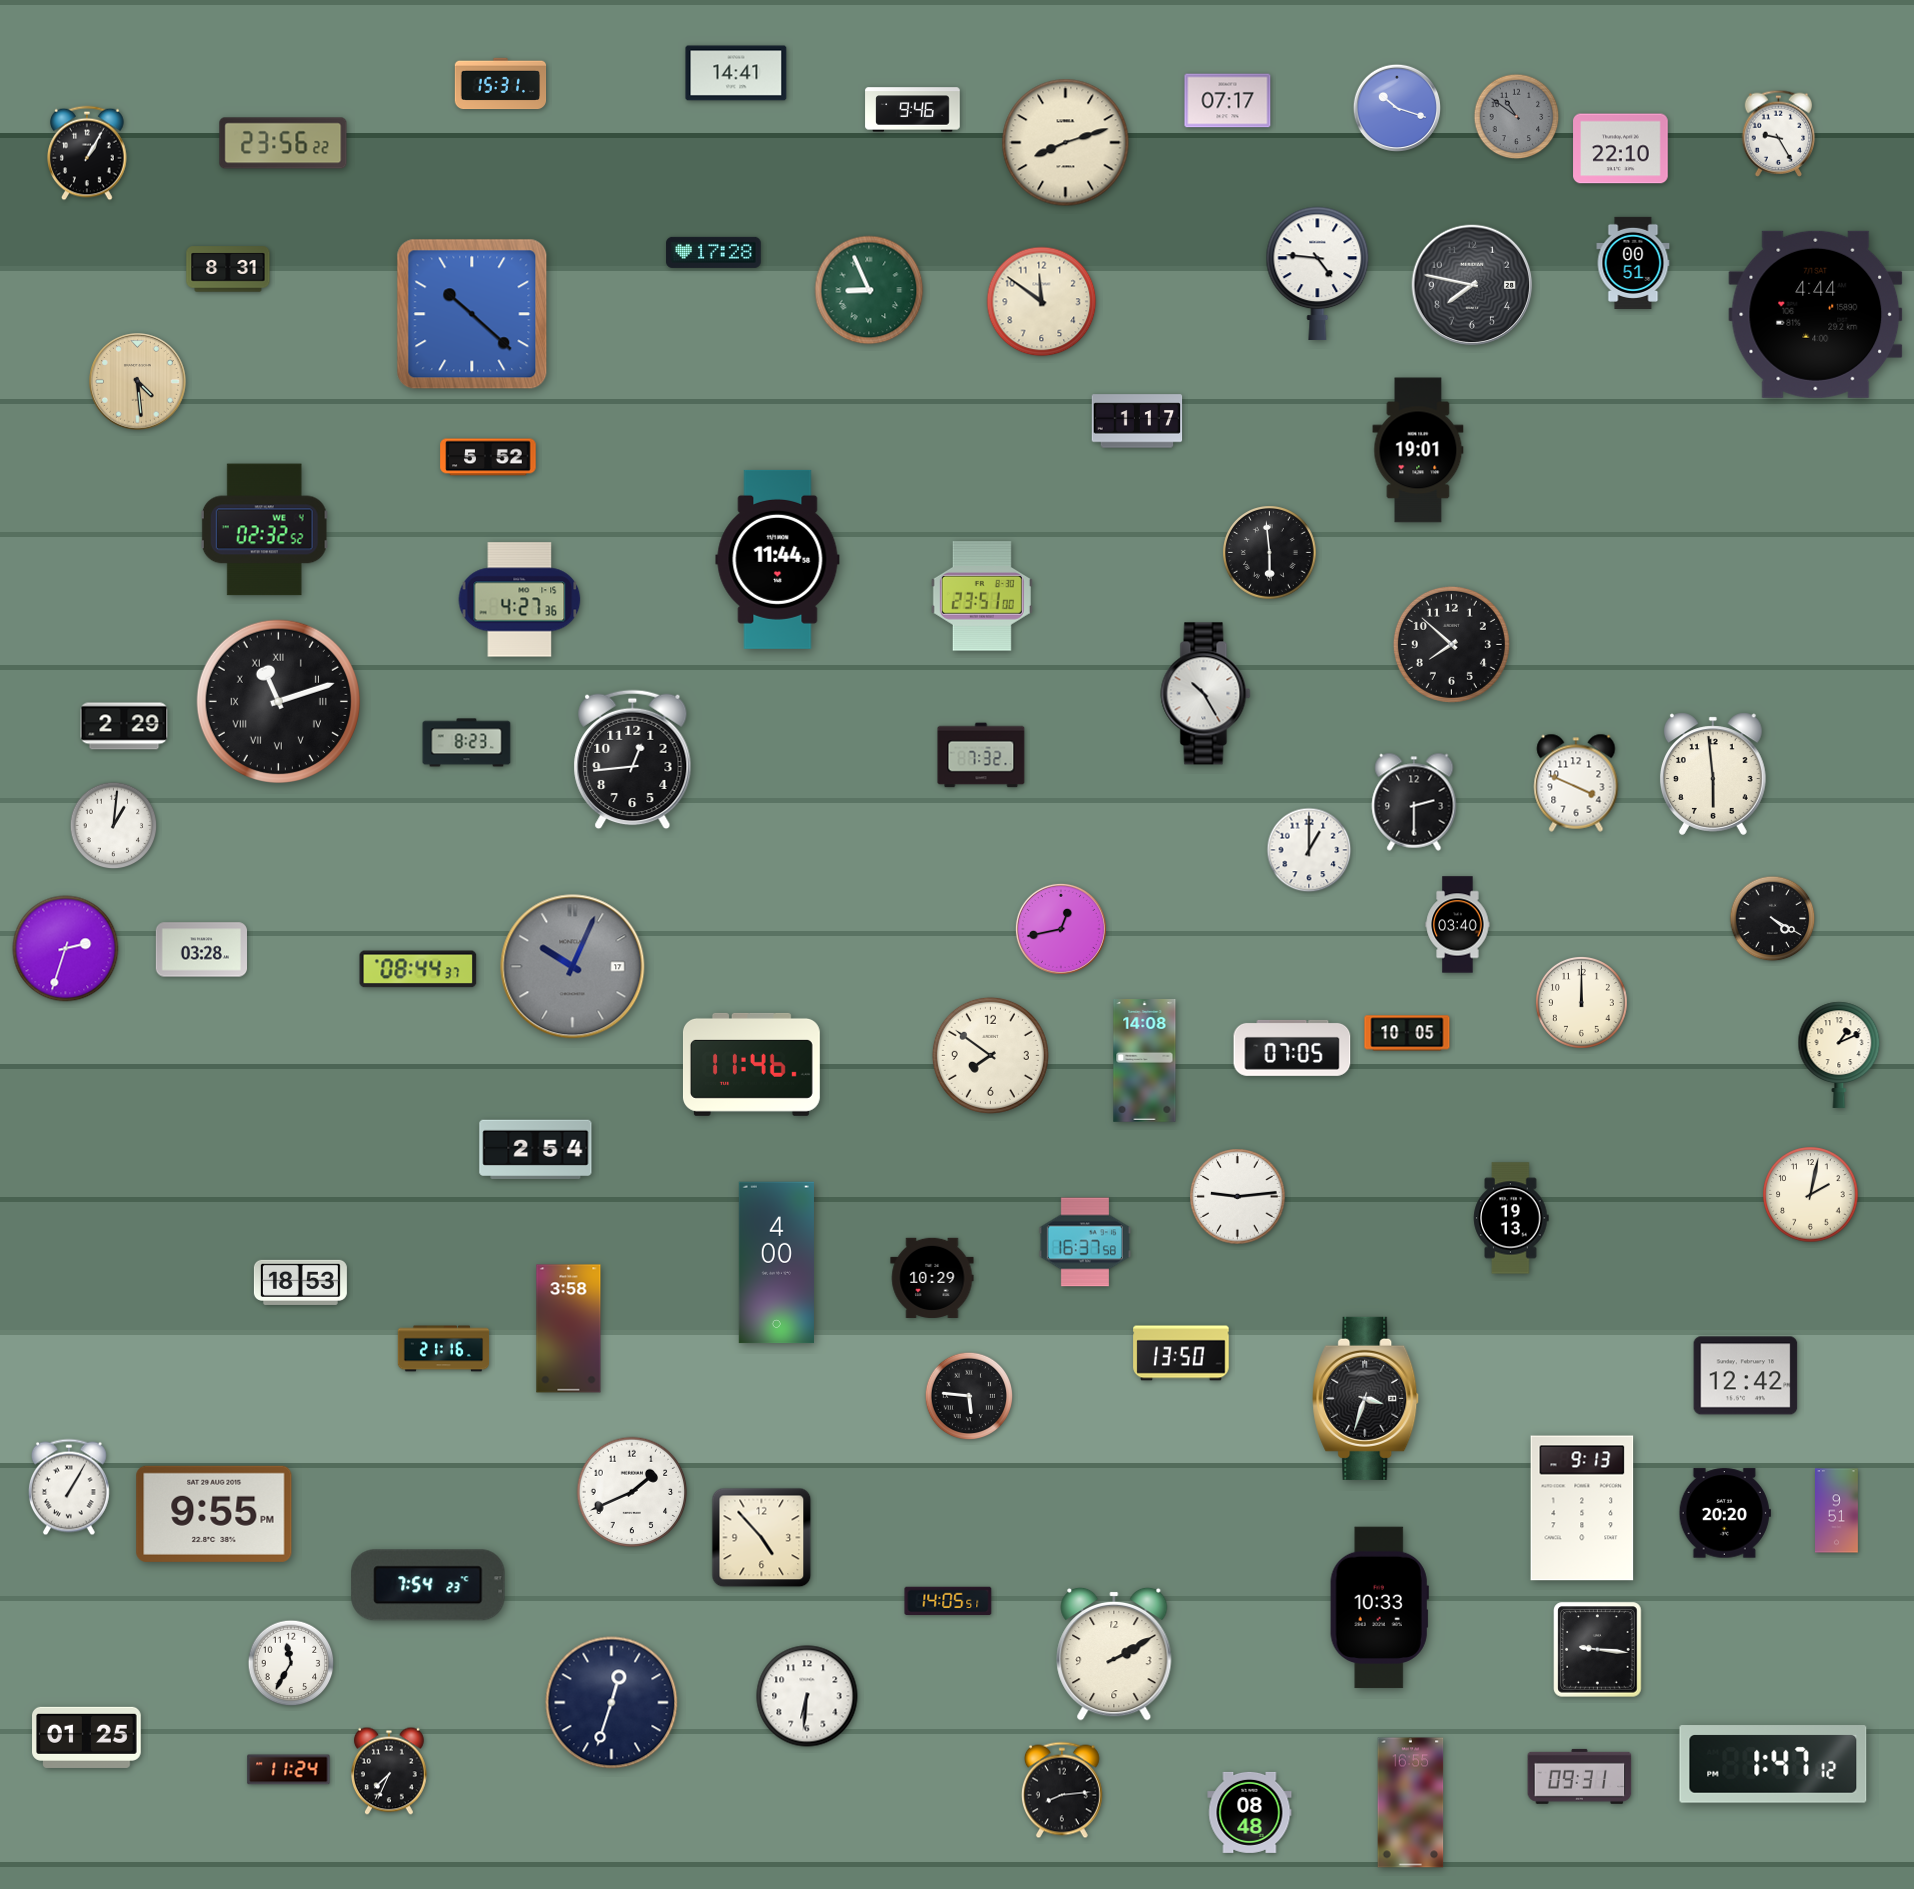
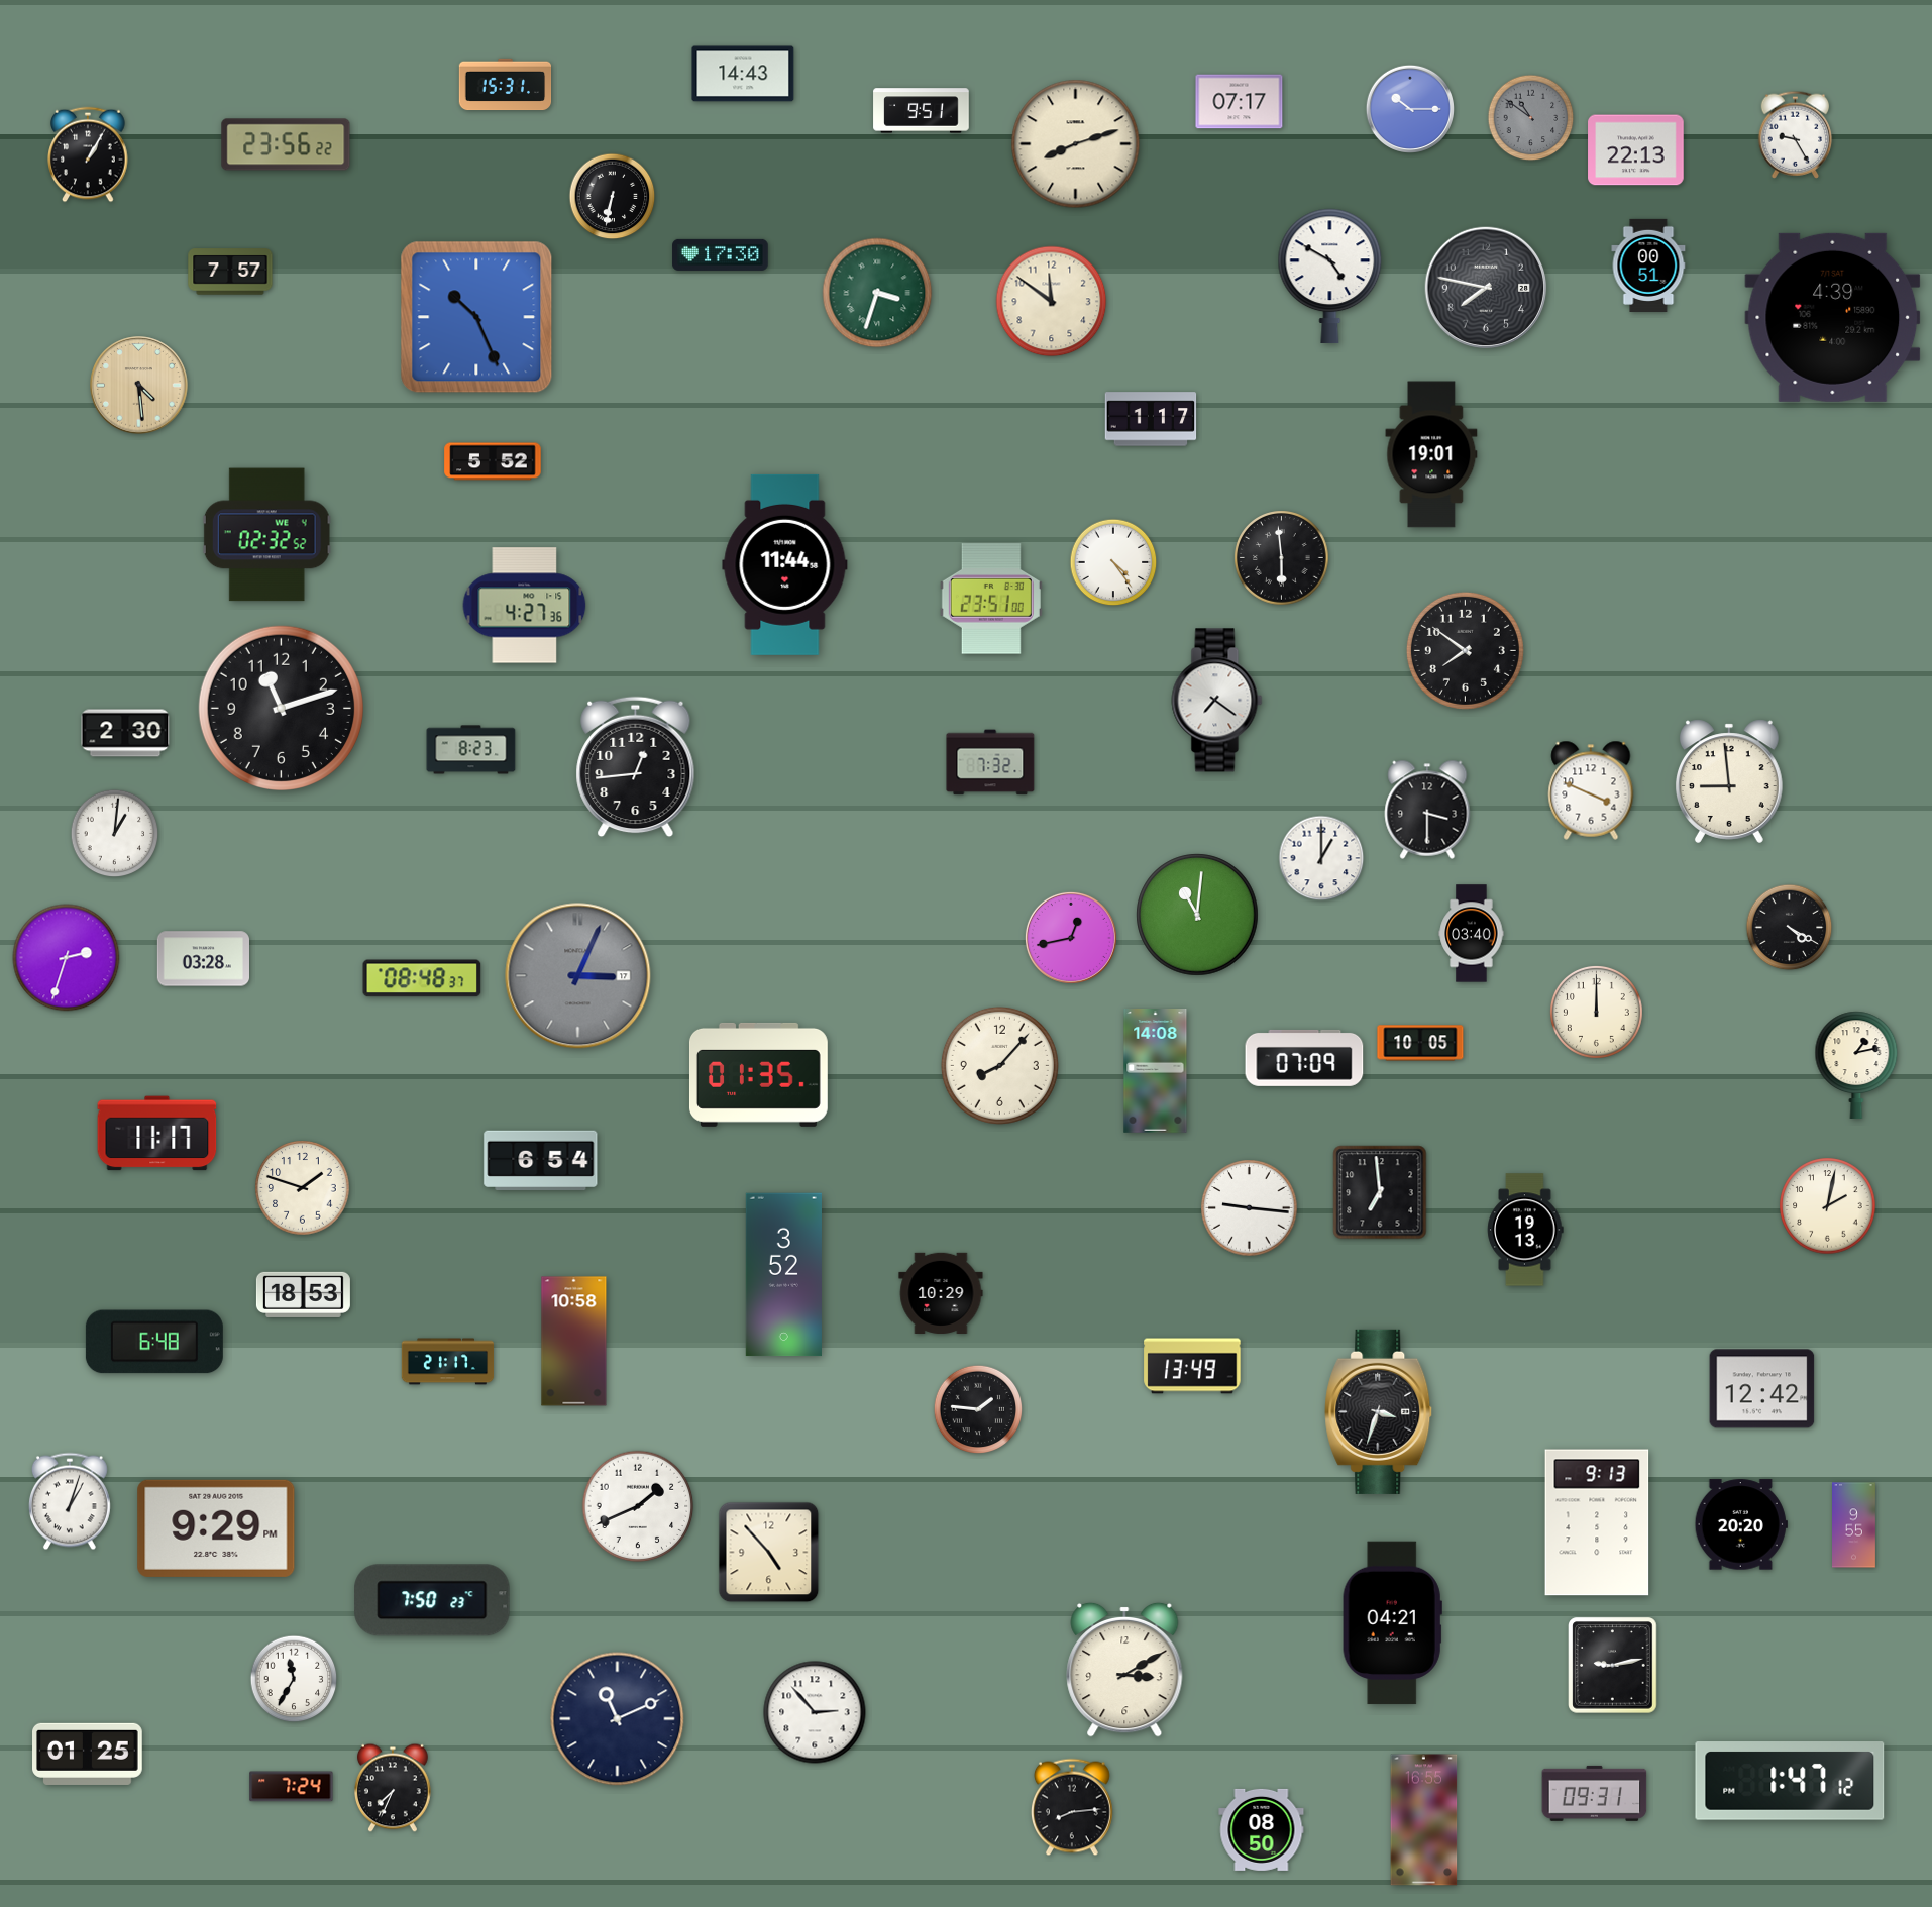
clock at (736, 73): 14:41 -> 14:43
clock at (1396, 107): 10:18 -> 10:15
clock at (913, 110): 9:46 -> 9:51
clock at (1621, 149): 22:10 -> 22:13
clock at (613, 197): none -> 6:32
clock at (714, 252): 17:28 -> 17:30
clock at (228, 269): 8:31 -> 7:57
clock at (1318, 273): 4:46 -> 4:50
clock at (869, 290): 8:56 -> 3:33
clock at (1042, 302) position: (1042, 302) -> (1052, 302)
clock at (472, 314): 10:22 -> 10:26
clock at (1816, 314): 4:44 -> 4:39
clock at (1137, 421) position: (1137, 421) -> (1151, 419)
clock at (1113, 562): none -> 4:24
clock at (982, 596) position: (982, 596) -> (991, 599)
clock at (1451, 644): 7:52 -> 7:51
clock at (1206, 694): 10:25 -> 7:21
clock at (278, 701) numerals: Roman -> Arabic
clock at (124, 726): 2:29 -> 2:30
clock at (633, 760) position: (633, 760) -> (636, 767)
clock at (1713, 774): 5:59 -> 8:59
clock at (1414, 802): 2:30 -> 3:30
clock at (1197, 915): none -> 11:01
clock at (573, 967): 10:04 -> 3:04
clock at (418, 969): 08:44 -> 08:48
clock at (1292, 1048): 07:05 -> 07:09
clock at (990, 1055): 7:51 -> 8:07
clock at (1839, 1055): 1:11 -> 1:13
clock at (751, 1064): 11:46 -> 01:35
clock at (157, 1134): none -> 11:17
clock at (536, 1149): 2:54 -> 6:54
clock at (303, 1188): none -> 1:48
clock at (1380, 1192): none -> 6:59
clock at (1238, 1197): 9:14 -> 9:16
clock at (1085, 1242): 16:37 -> none
clock at (776, 1263): 4:00 -> 3:52
clock at (932, 1278) position: (932, 1278) -> (941, 1293)
clock at (154, 1342): none -> 6:48
clock at (569, 1329): 3:58 -> 10:58
clock at (444, 1349): 21:16 -> 21:17
clock at (1181, 1353): 13:50 -> 13:49
clock at (969, 1396): 5:46 -> 1:46
clock at (69, 1487): 1:05 -> 1:03
clock at (1837, 1511): 9:51 -> 9:55
clock at (1725, 1513) position: (1725, 1513) -> (1741, 1524)
clock at (214, 1514): 9:55 -> 9:29
clock at (428, 1585): 7:54 -> 7:50
clock at (948, 1600): 14:05 -> none
clock at (1379, 1608): 10:33 -> 04:21
clock at (1598, 1650): 9:16 -> 9:13
clock at (1114, 1654): 2:10 -> 3:10
clock at (807, 1696): 6:31 -> 2:53
clock at (612, 1703): 12:33 -> 11:11
clock at (289, 1770): 11:24 -> 7:24
clock at (1250, 1812): 08:48 -> 08:50
